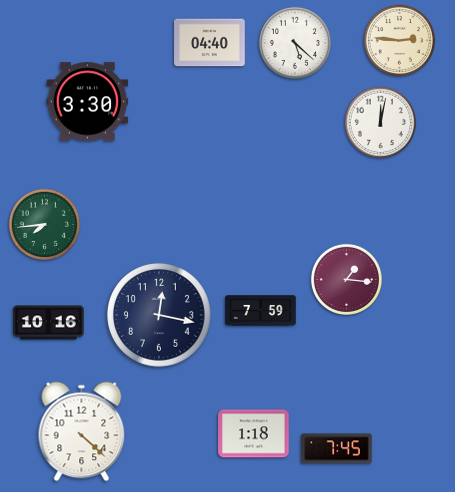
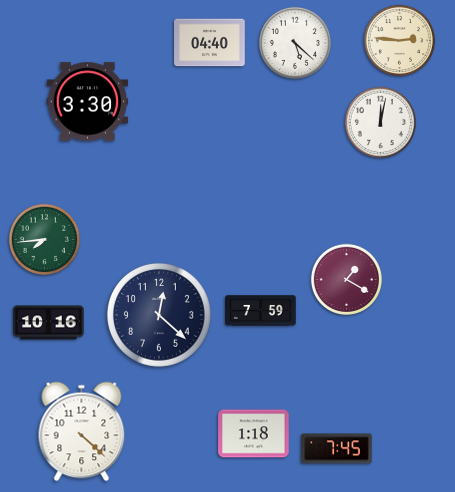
clock at (44, 224) position: (44, 224) -> (44, 239)
clock at (346, 279): 1:16 -> 1:20
clock at (159, 315): 12:17 -> 12:22
